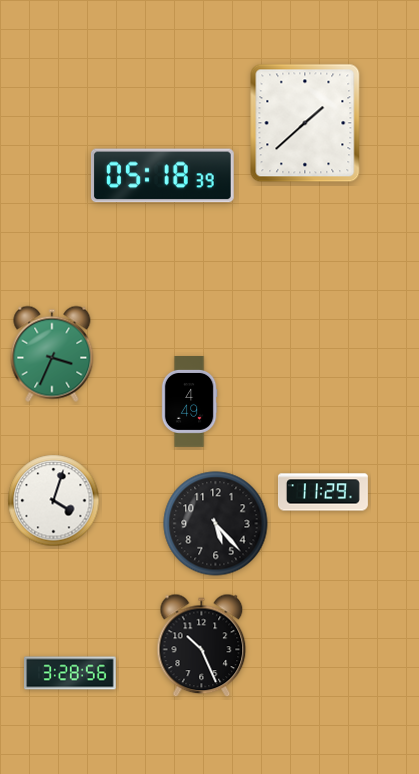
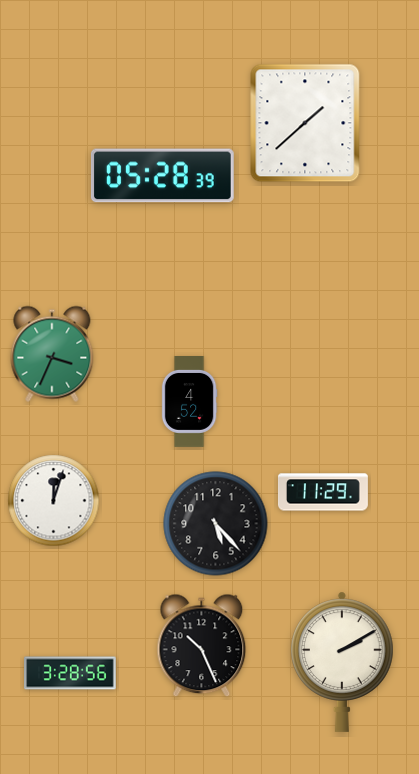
clock at (163, 176): 05:18 -> 05:28
clock at (189, 402): 4:49 -> 4:52
clock at (54, 501): 4:03 -> 12:03
clock at (343, 662): none -> 2:10
